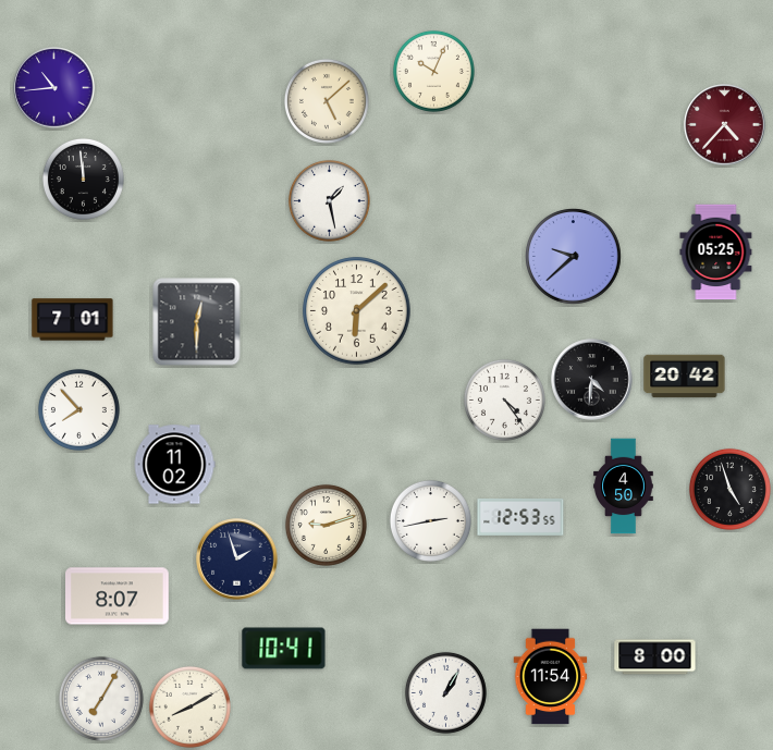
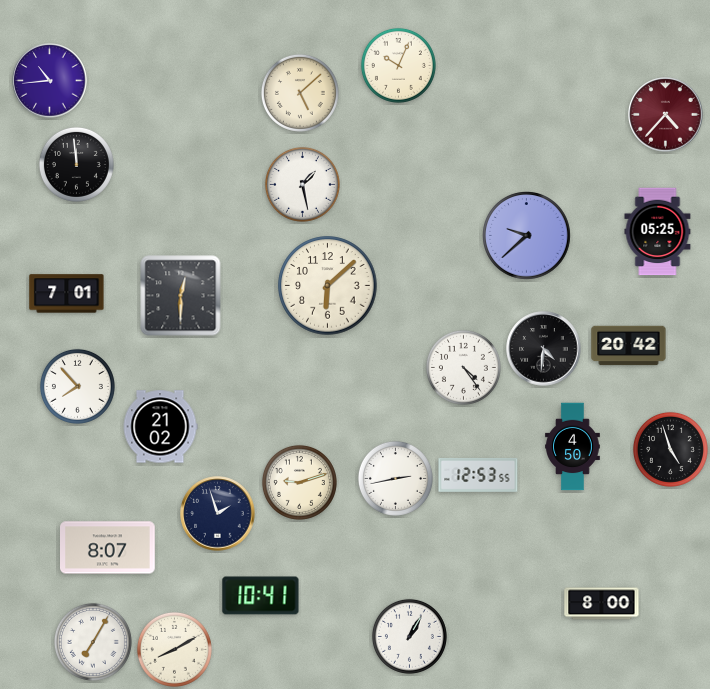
clock at (78, 409) position: (78, 409) -> (77, 386)
clock at (174, 465): 11:02 -> 21:02
clock at (551, 677): 11:54 -> none
